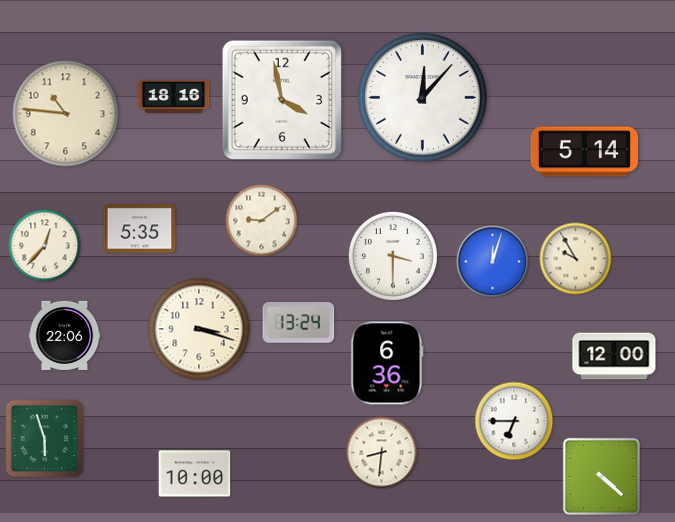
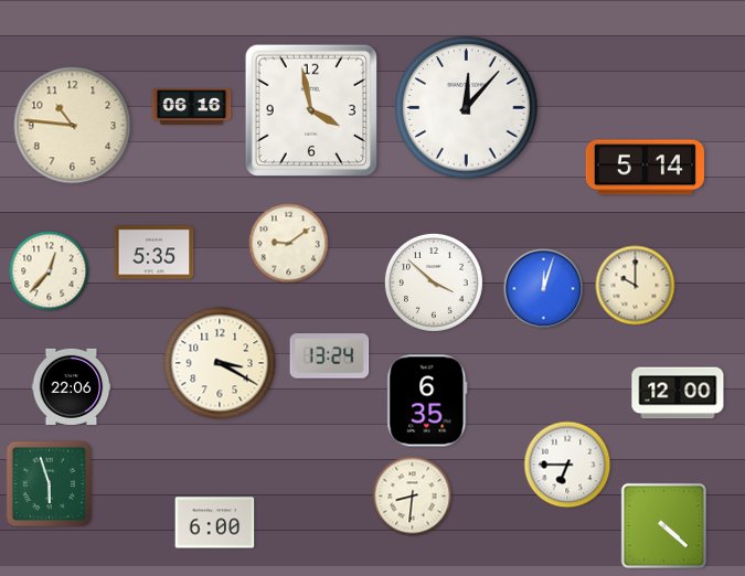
clock at (174, 96): 18:16 -> 06:16
clock at (393, 256): 3:30 -> 3:52
clock at (576, 259): 9:55 -> 10:00
clock at (199, 329): 3:18 -> 3:20
clock at (65, 335) position: (65, 335) -> (72, 386)
clock at (387, 363): 6:36 -> 6:35
clock at (382, 453) position: (382, 453) -> (413, 497)
clock at (195, 474): 10:00 -> 6:00
